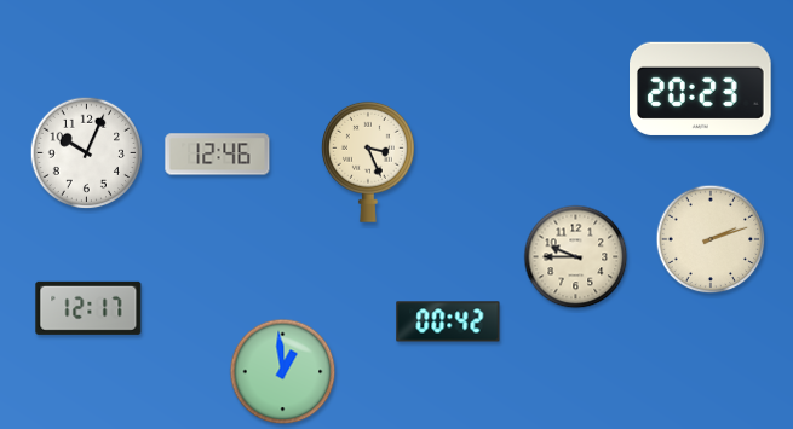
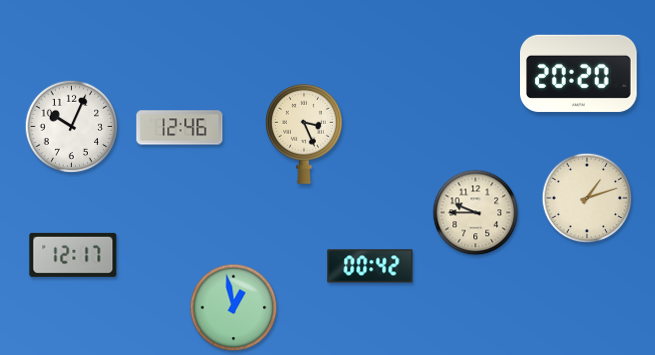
clock at (701, 88): 20:23 -> 20:20
clock at (711, 239): 2:12 -> 1:12
clock at (283, 372): 12:59 -> 12:58
